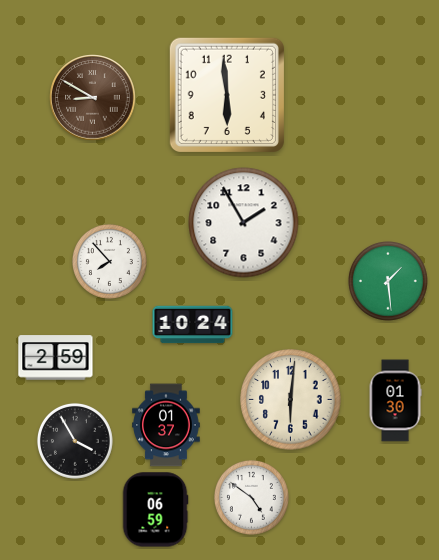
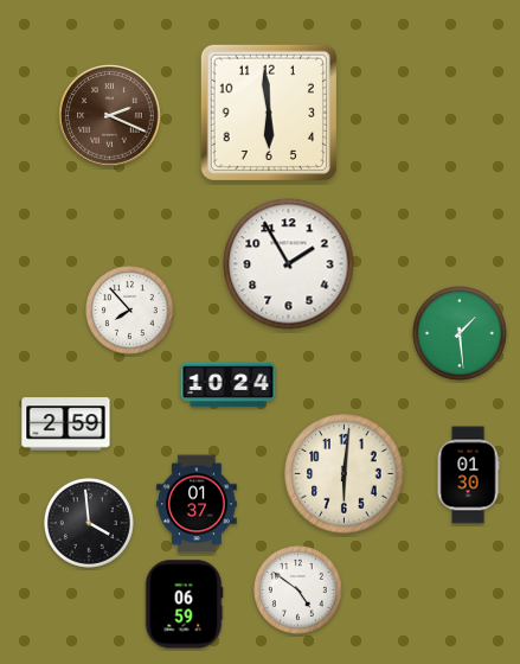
clock at (93, 98): 8:50 -> 2:19
clock at (75, 441): 3:55 -> 3:59
